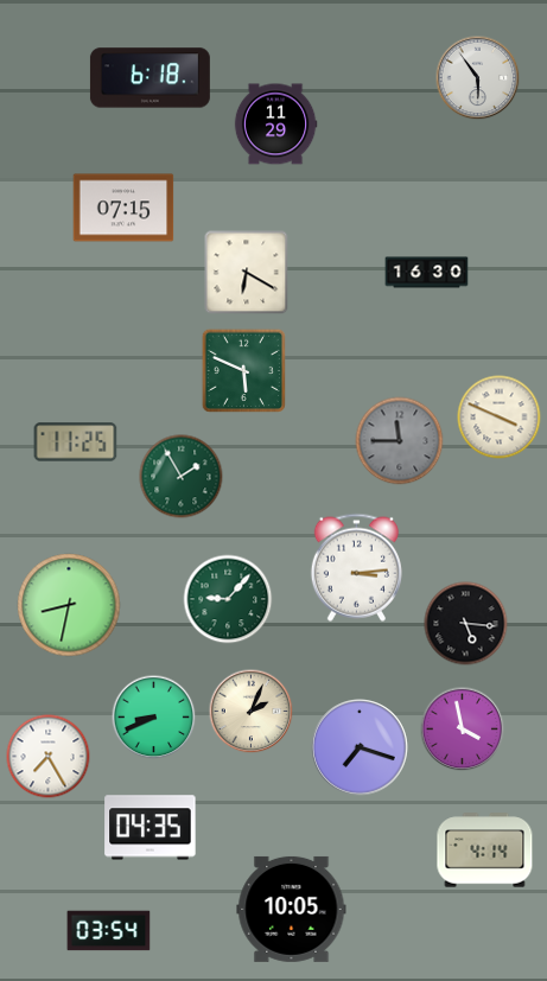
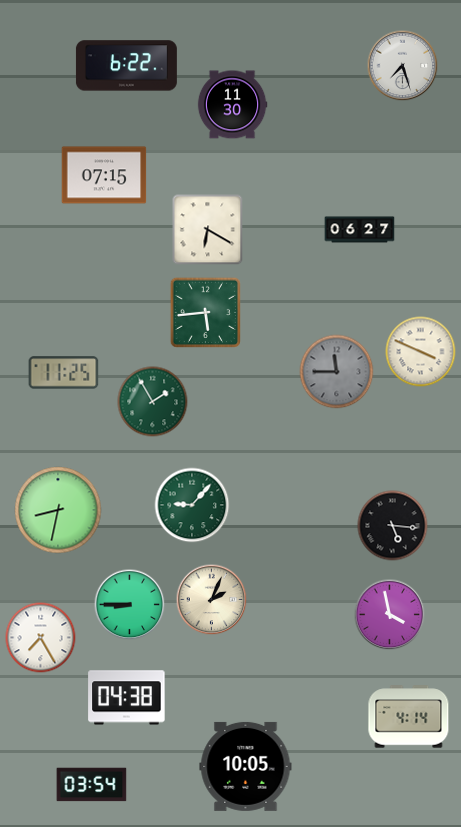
clock at (150, 78): 6:18 -> 6:22
clock at (478, 78): 5:54 -> 7:27
clock at (275, 125): 11:29 -> 11:30
clock at (427, 273): 16:30 -> 06:27
clock at (243, 370): 5:49 -> 5:44
clock at (356, 567): 3:14 -> none
clock at (154, 718): 8:41 -> 8:45
clock at (360, 747): 7:18 -> none
clock at (151, 828): 04:35 -> 04:38
